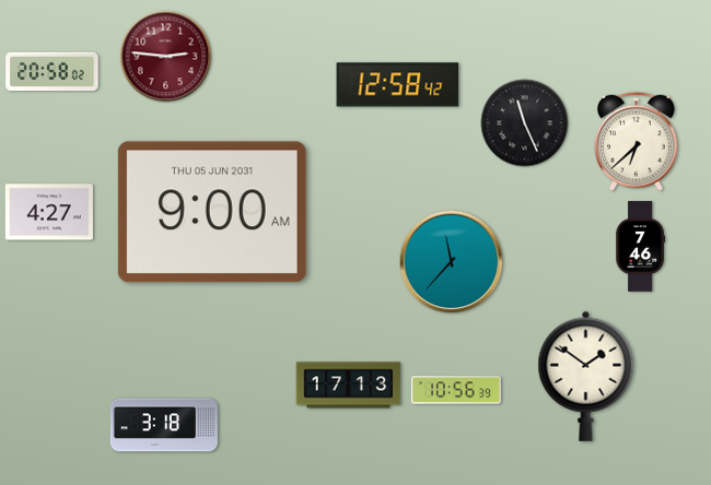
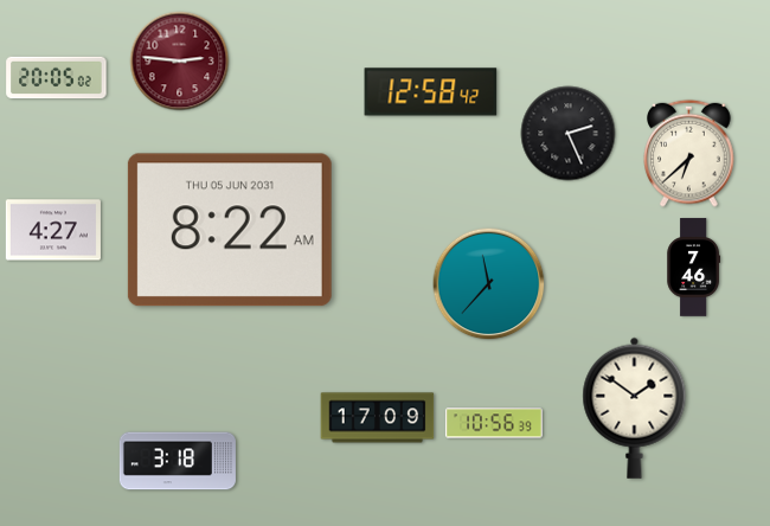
clock at (53, 72): 20:58 -> 20:05
clock at (525, 123): 11:26 -> 2:26
clock at (212, 212): 9:00 -> 8:22
clock at (349, 386): 17:13 -> 17:09
